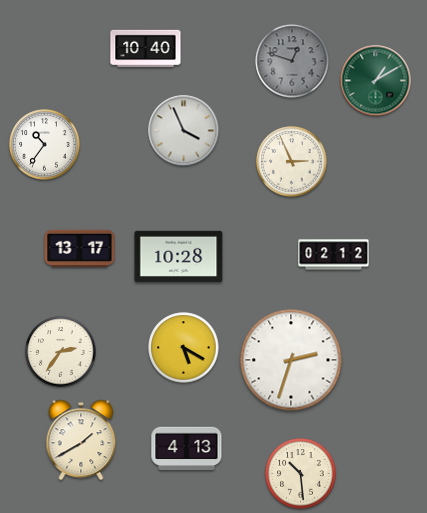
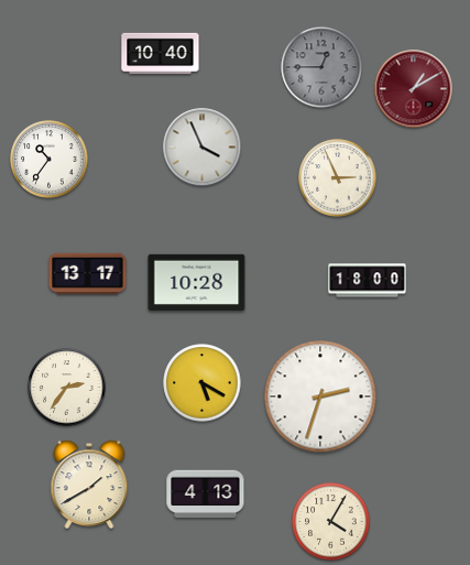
clock at (292, 61): 12:48 -> 12:45
clock at (376, 81) dial: green -> burgundy
clock at (184, 131) position: (184, 131) -> (203, 148)
clock at (292, 162) position: (292, 162) -> (338, 178)
clock at (334, 255): 02:12 -> 18:00
clock at (301, 474): 10:29 -> 4:05
